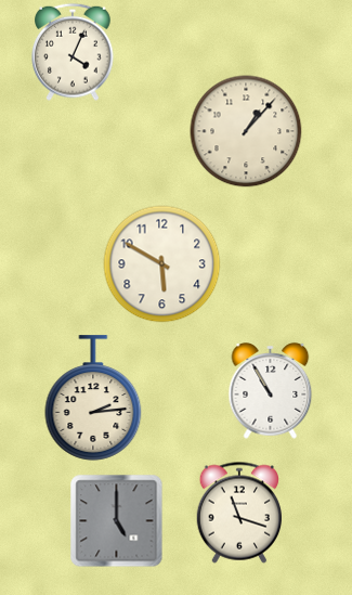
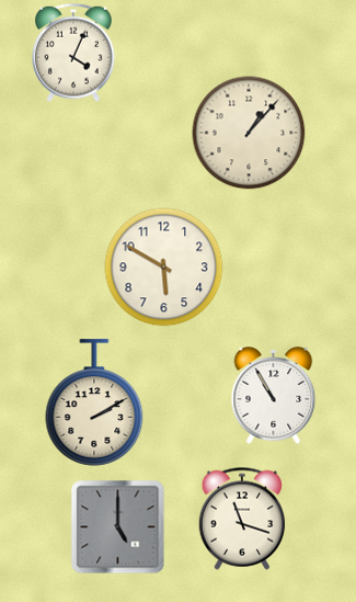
clock at (93, 398): 2:14 -> 2:10
